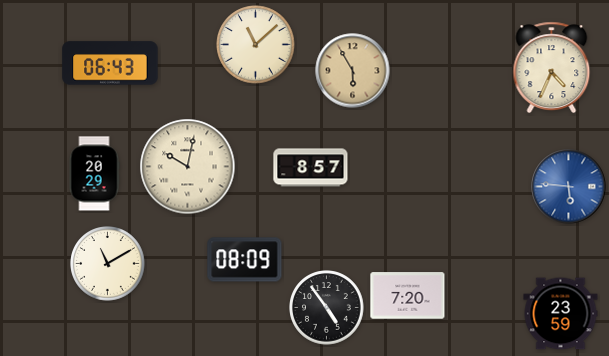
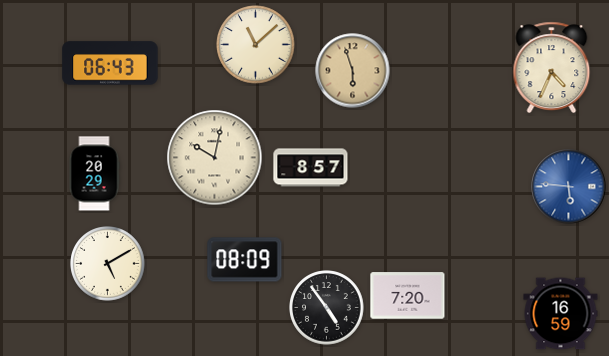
clock at (353, 71): 5:55 -> 5:57
clock at (188, 167) position: (188, 167) -> (215, 158)
clock at (108, 264): 11:10 -> 5:10
clock at (561, 314): 23:59 -> 16:59
